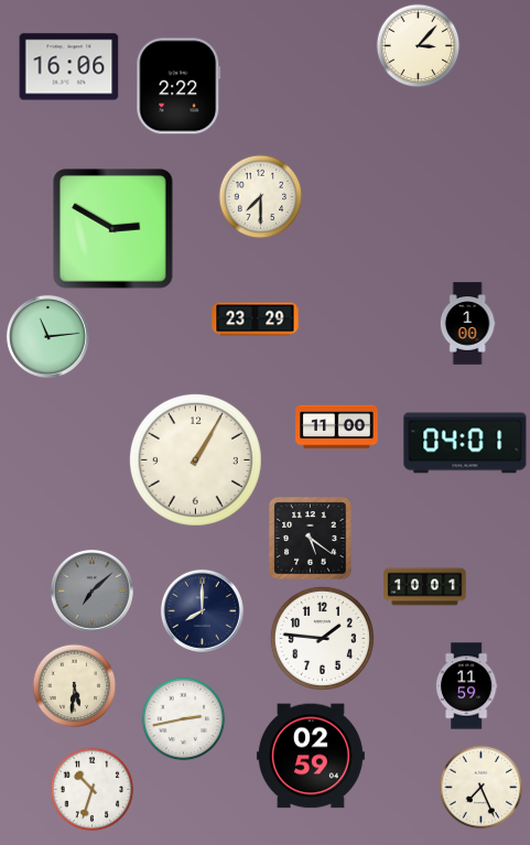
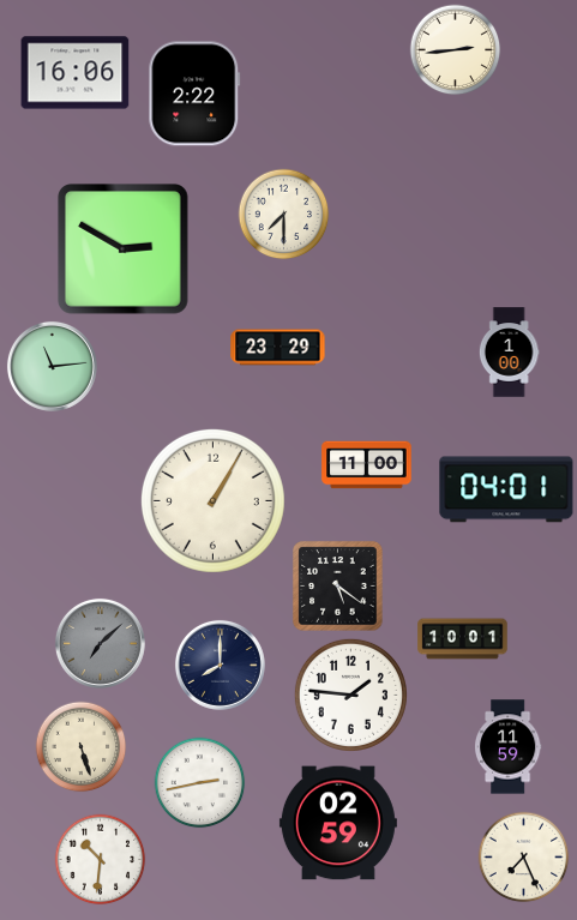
clock at (419, 46): 3:07 -> 2:44
clock at (465, 443) position: (465, 443) -> (506, 489)
clock at (75, 686): 5:31 -> 5:27
clock at (93, 790): 10:33 -> 10:31
